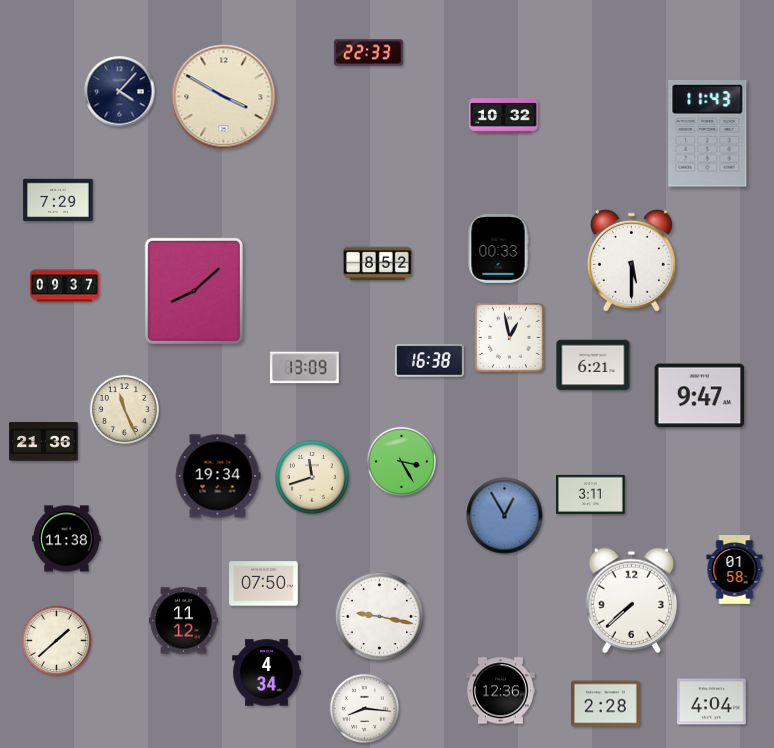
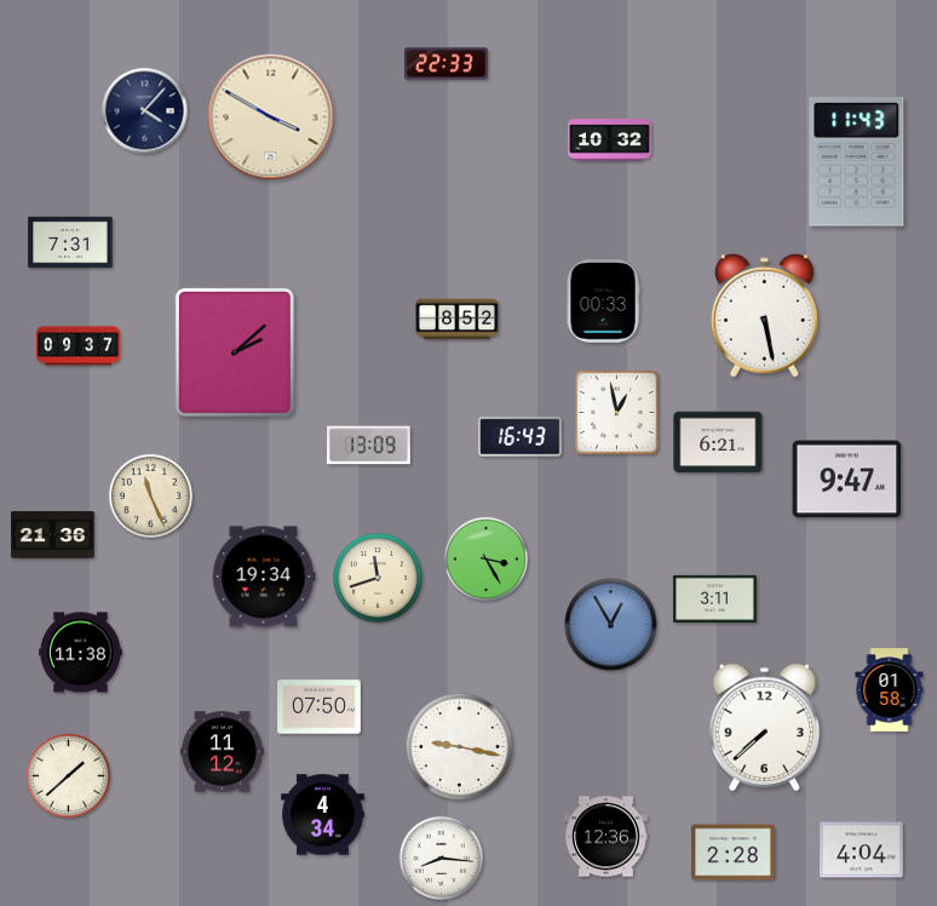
clock at (58, 200): 7:29 -> 7:31
clock at (631, 260): 5:30 -> 5:28
clock at (194, 291): 8:08 -> 2:08
clock at (510, 338) position: (510, 338) -> (617, 413)
clock at (430, 361): 16:38 -> 16:43
